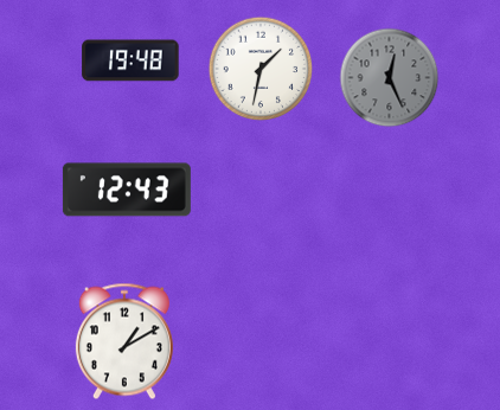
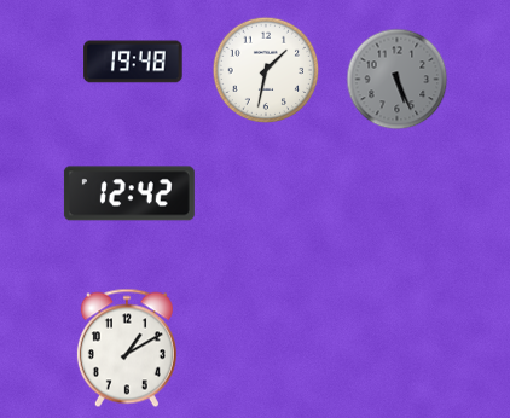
clock at (390, 78): 12:26 -> 5:26
clock at (127, 190): 12:43 -> 12:42
